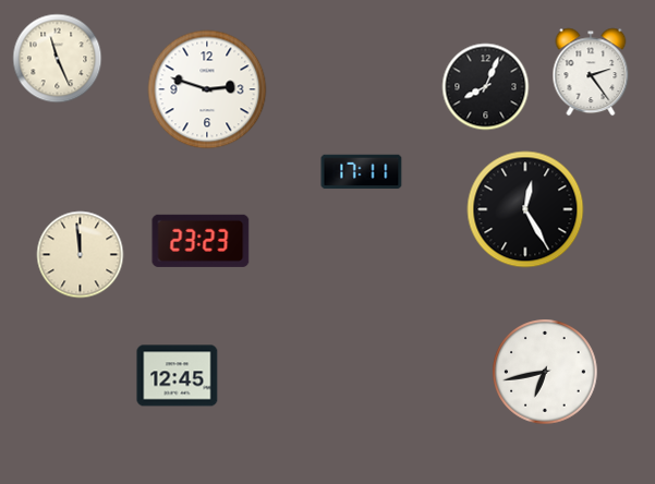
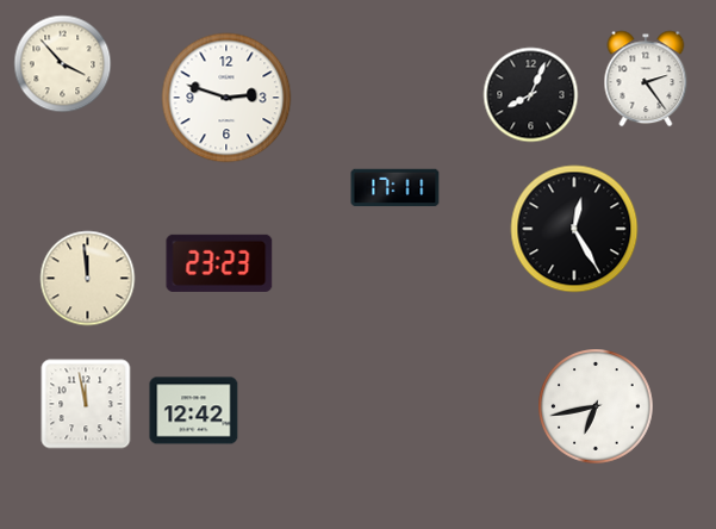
clock at (58, 59): 11:26 -> 3:53
clock at (86, 404): none -> 11:58
clock at (178, 376): 12:45 -> 12:42
